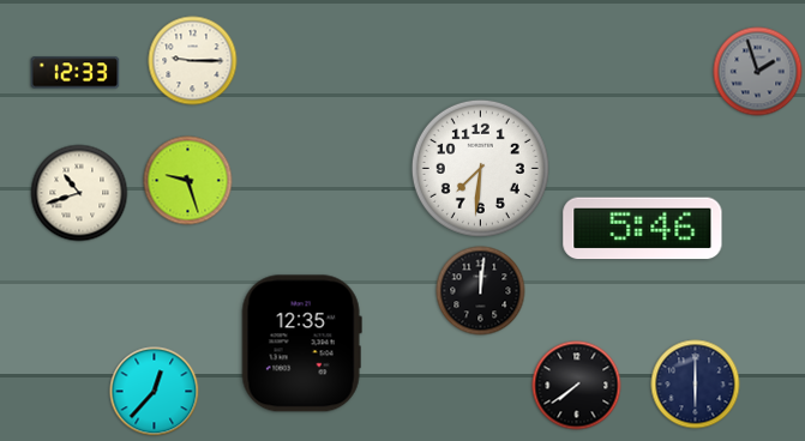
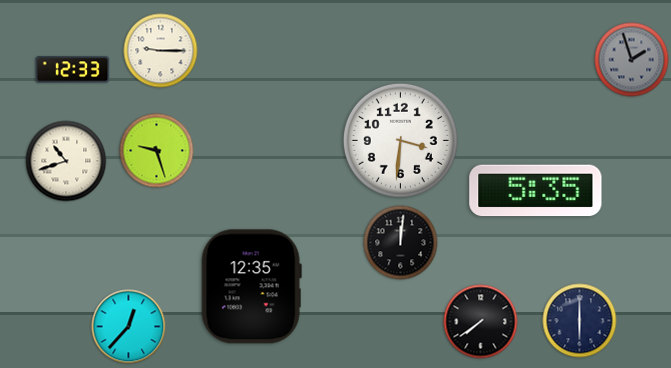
clock at (76, 73) position: (76, 73) -> (73, 70)
clock at (480, 168): 7:31 -> 3:31
clock at (643, 229): 5:46 -> 5:35
